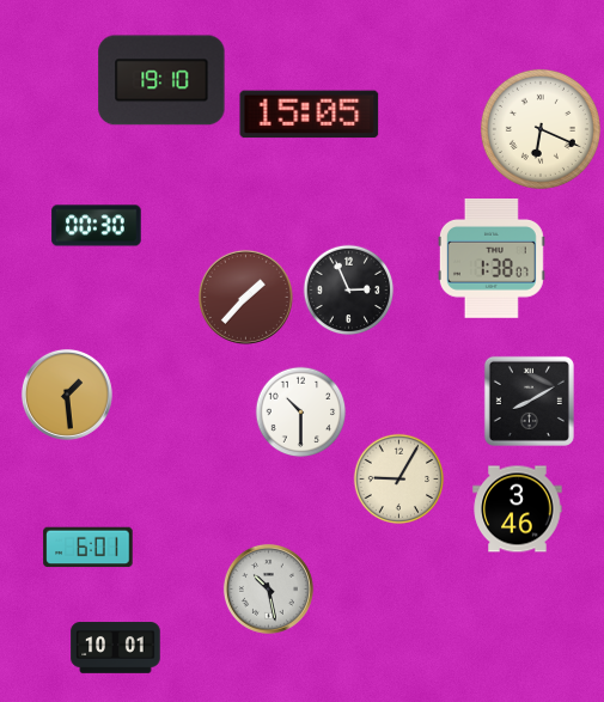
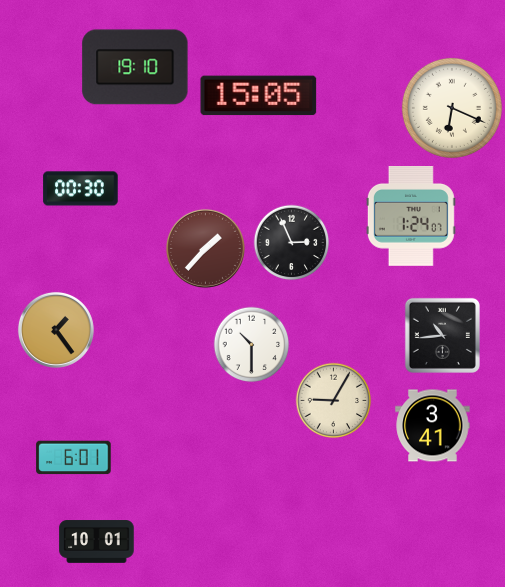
clock at (492, 260): 1:38 -> 1:24
clock at (67, 395): 1:29 -> 1:24
clock at (529, 401): 8:10 -> 10:44
clock at (518, 509): 3:46 -> 3:41
clock at (268, 588): 10:28 -> none
